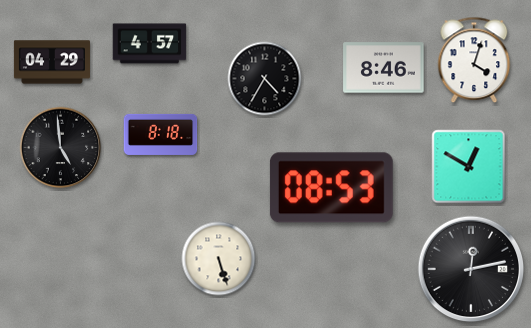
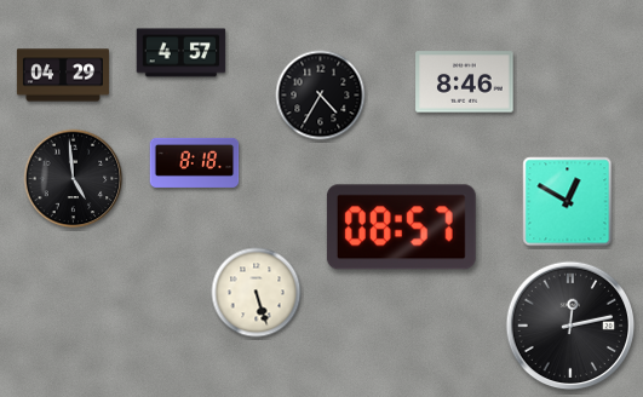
clock at (474, 60): 4:03 -> none
clock at (331, 188): 08:53 -> 08:57
clock at (219, 259) position: (219, 259) -> (257, 293)
